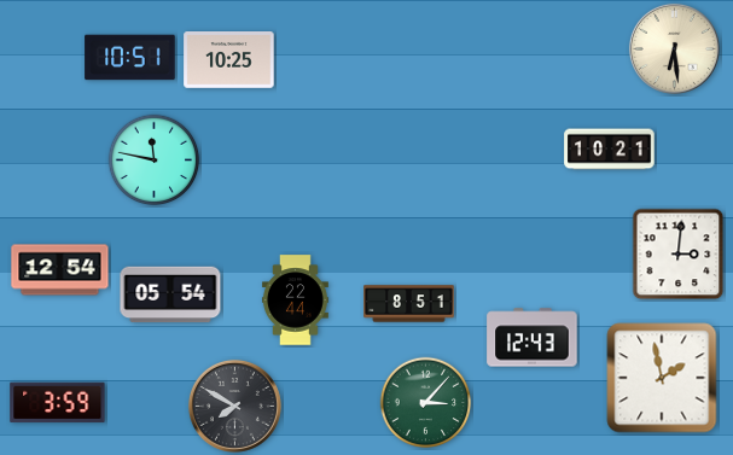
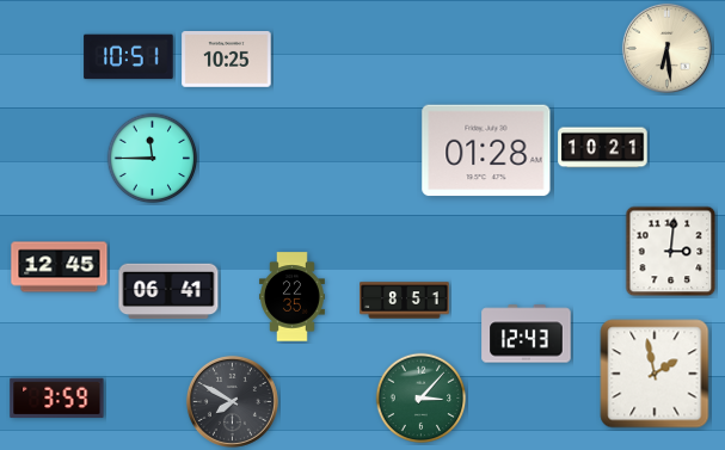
clock at (486, 150): none -> 01:28
clock at (155, 161): 11:47 -> 11:45
clock at (60, 270): 12:54 -> 12:45
clock at (170, 294): 05:54 -> 06:41
clock at (295, 301): 22:44 -> 22:35
